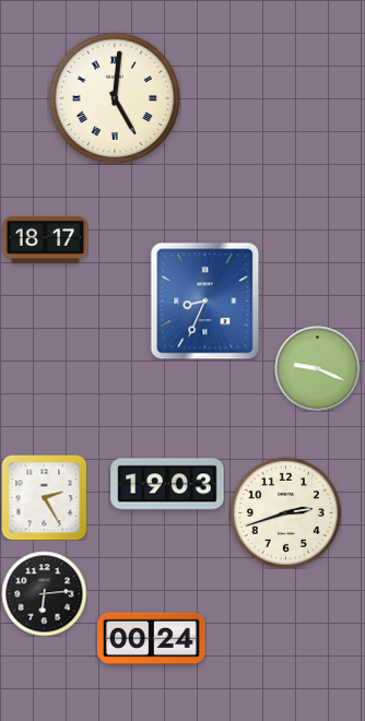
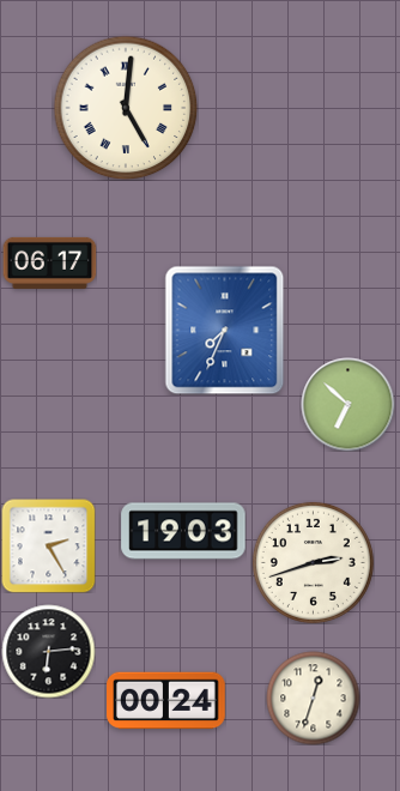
clock at (45, 239): 18:17 -> 06:17
clock at (205, 300): 8:34 -> 7:34
clock at (317, 368): 9:19 -> 6:52
clock at (313, 698): none -> 12:33
